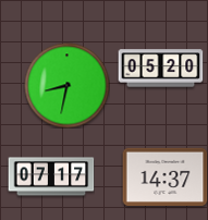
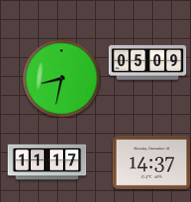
clock at (160, 69): 05:20 -> 05:09
clock at (51, 176): 07:17 -> 11:17
